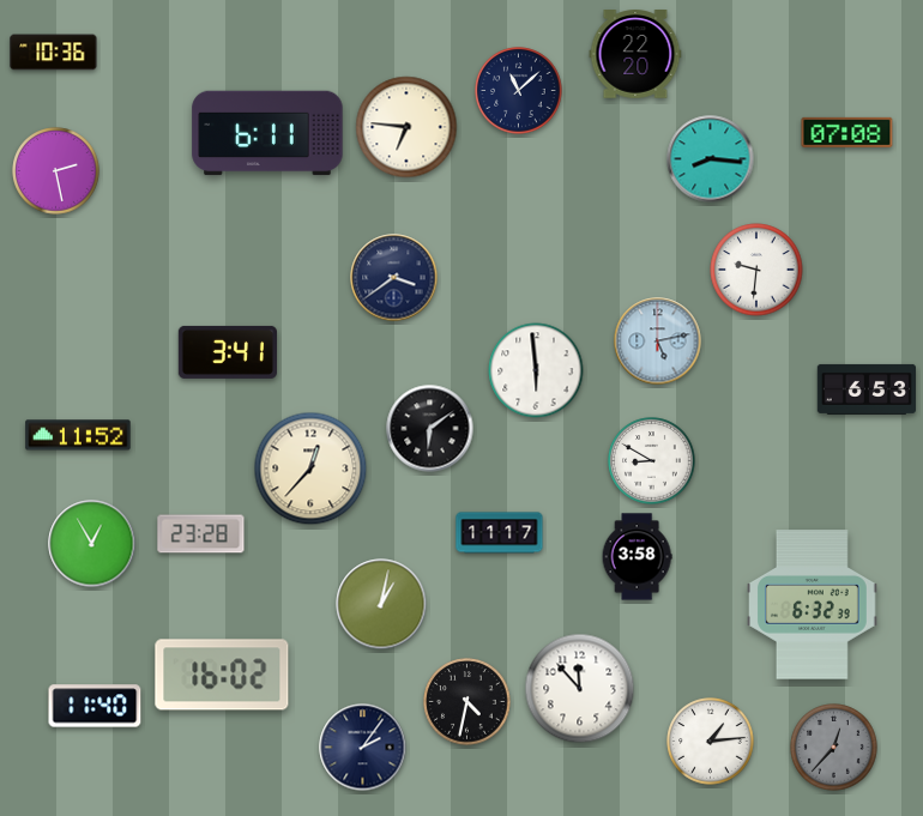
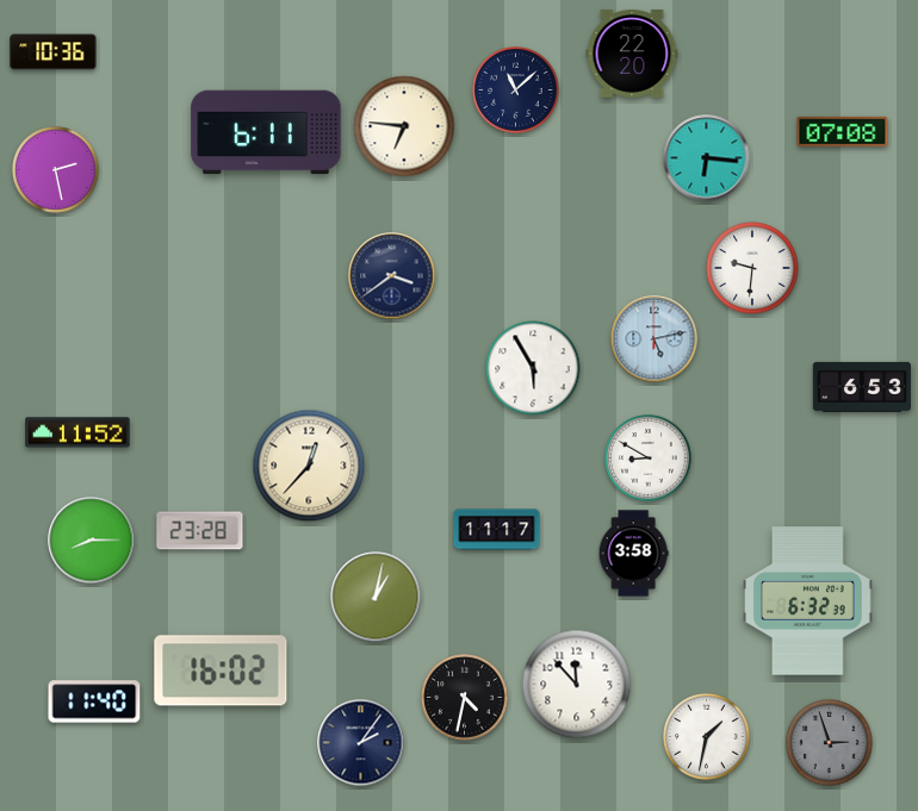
clock at (711, 159): 8:16 -> 6:16
clock at (227, 352): 3:41 -> none
clock at (536, 370): 5:59 -> 5:55
clock at (430, 429): 6:09 -> none
clock at (92, 544): 12:55 -> 8:15
clock at (381, 604) position: (381, 604) -> (376, 597)
clock at (711, 742): 1:14 -> 1:32
clock at (834, 748): 12:37 -> 2:57
